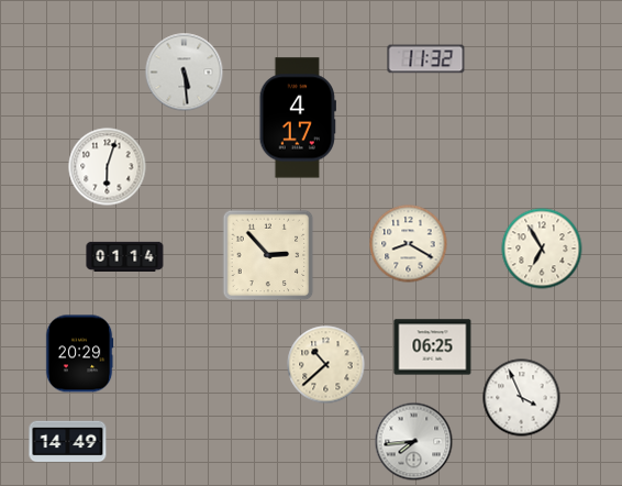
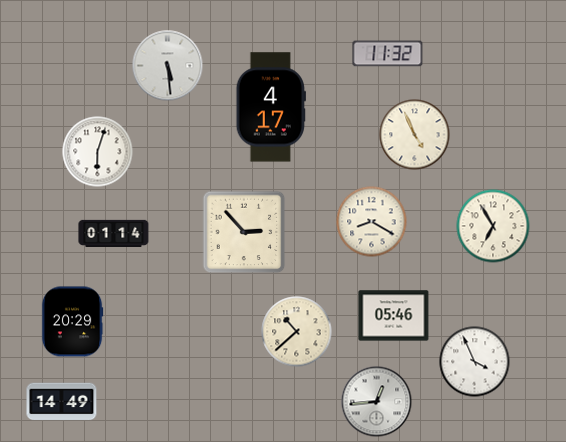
clock at (415, 135): none -> 4:56
clock at (433, 347): 06:25 -> 05:46
clock at (414, 442): 7:44 -> 12:44
